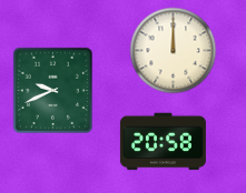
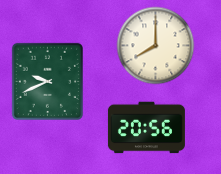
clock at (173, 50): 12:00 -> 8:00
clock at (163, 142): 20:58 -> 20:56
